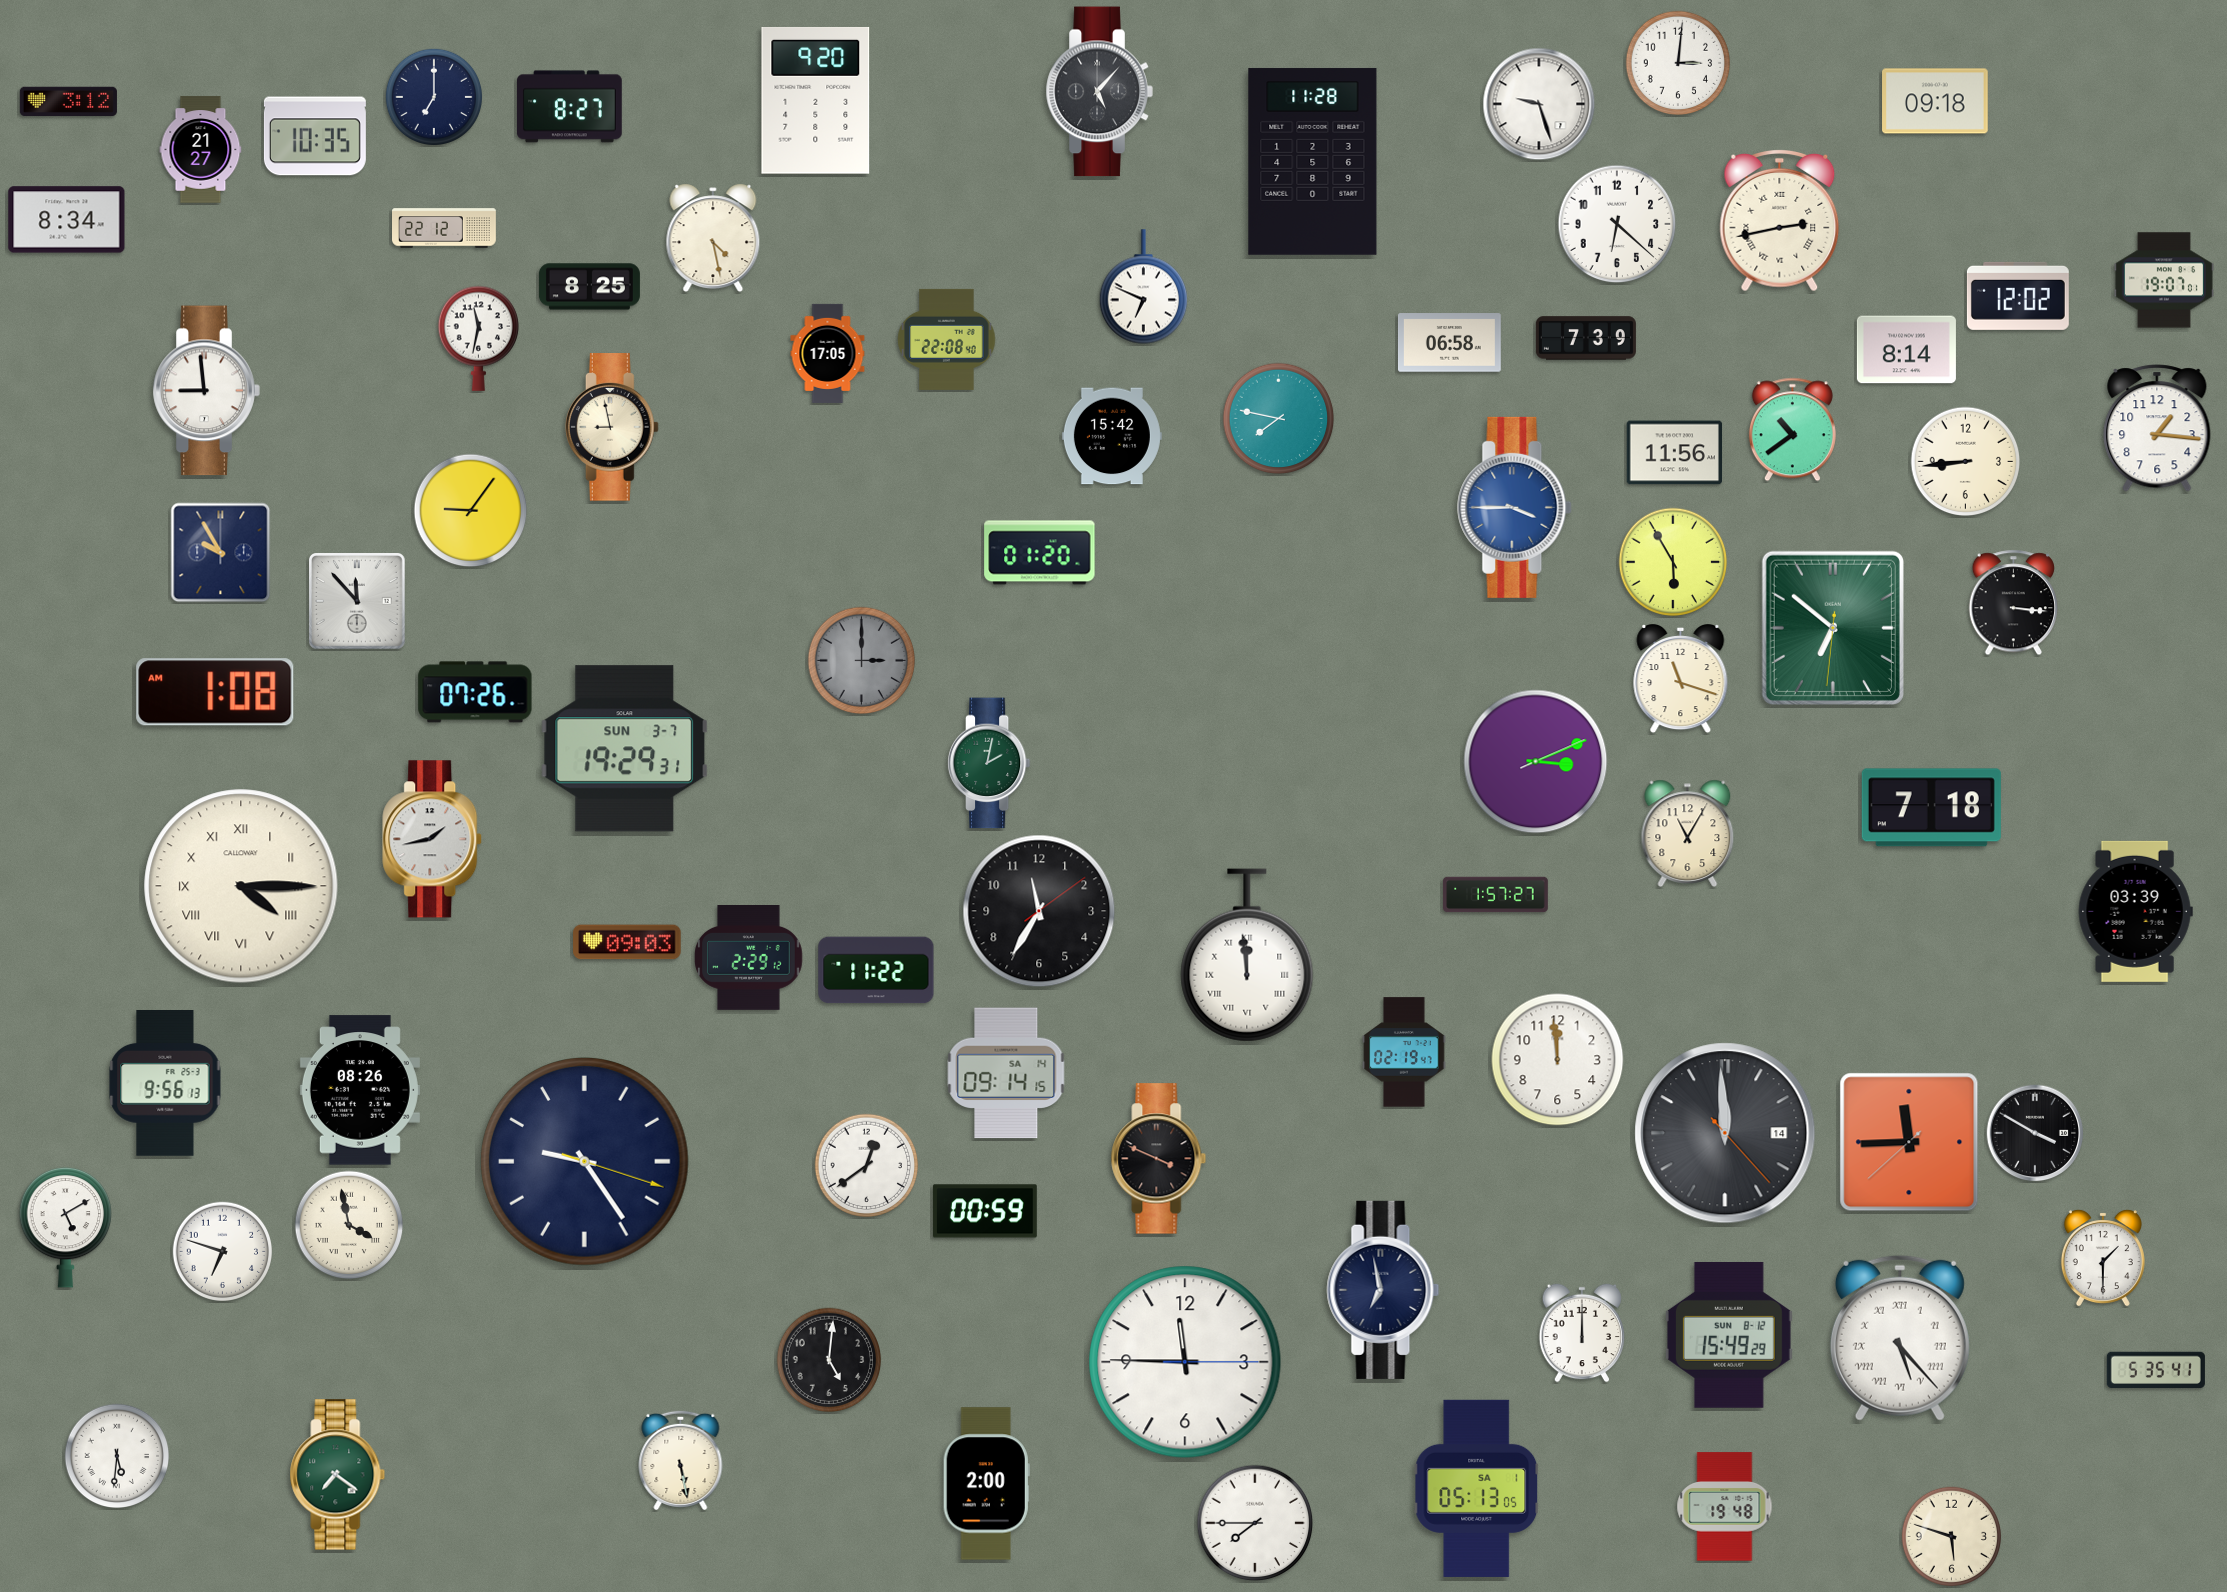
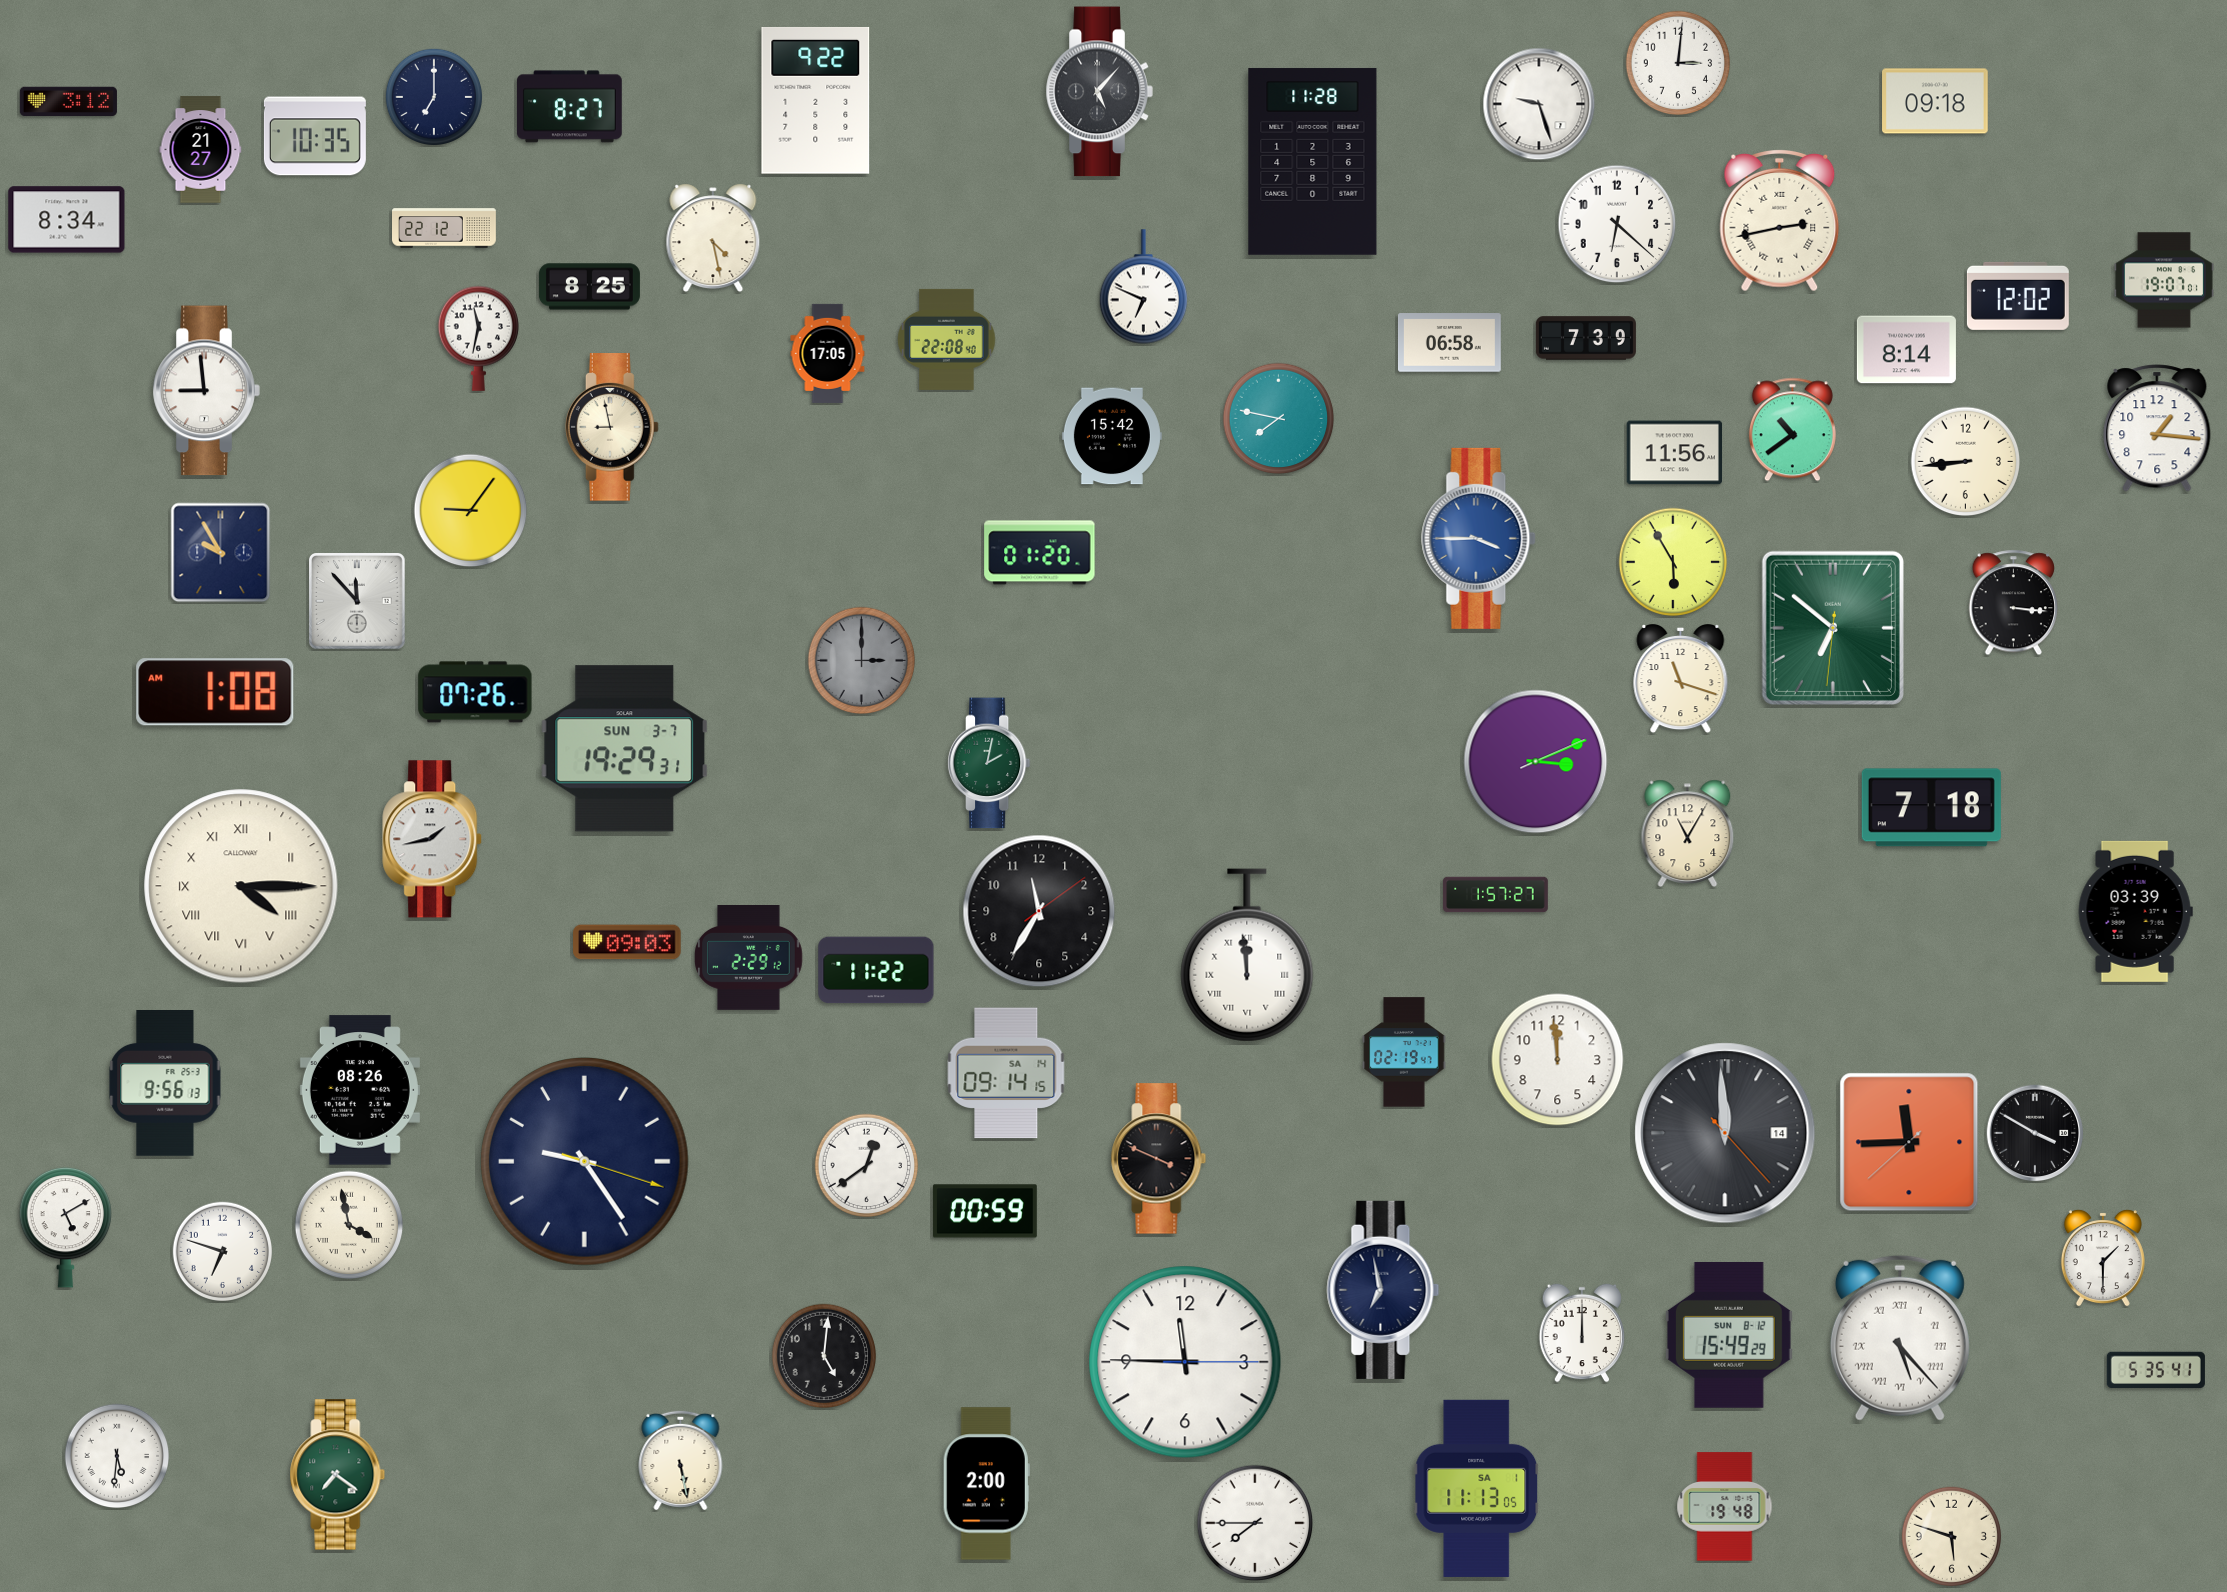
clock at (816, 100): 9:20 -> 9:22
clock at (1515, 507) position: (1515, 507) -> (1479, 538)
clock at (829, 1360) position: (829, 1360) -> (824, 1356)
clock at (1477, 1488): 05:13 -> 11:13
